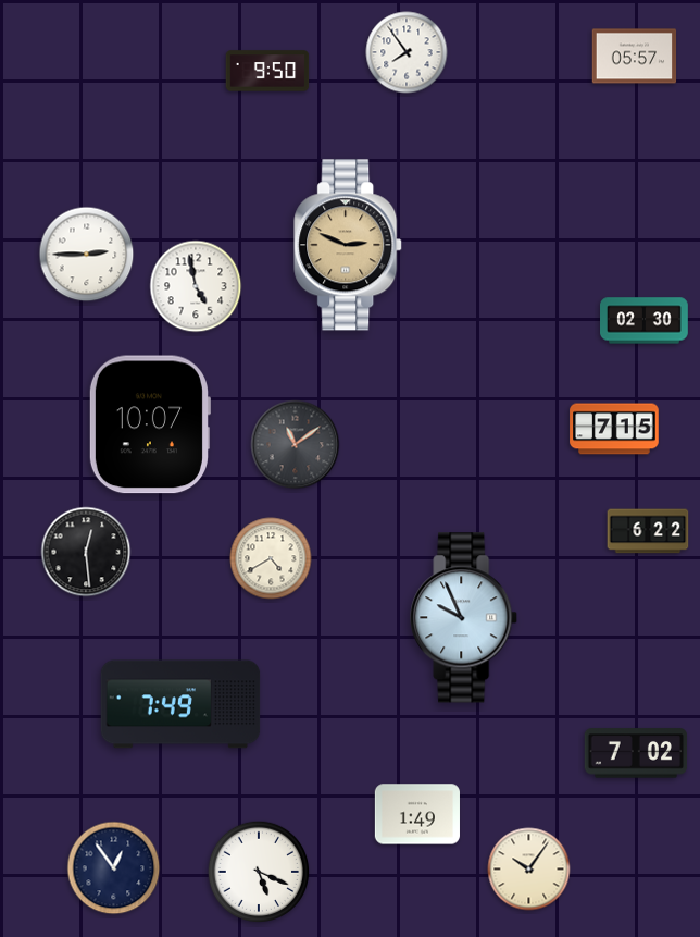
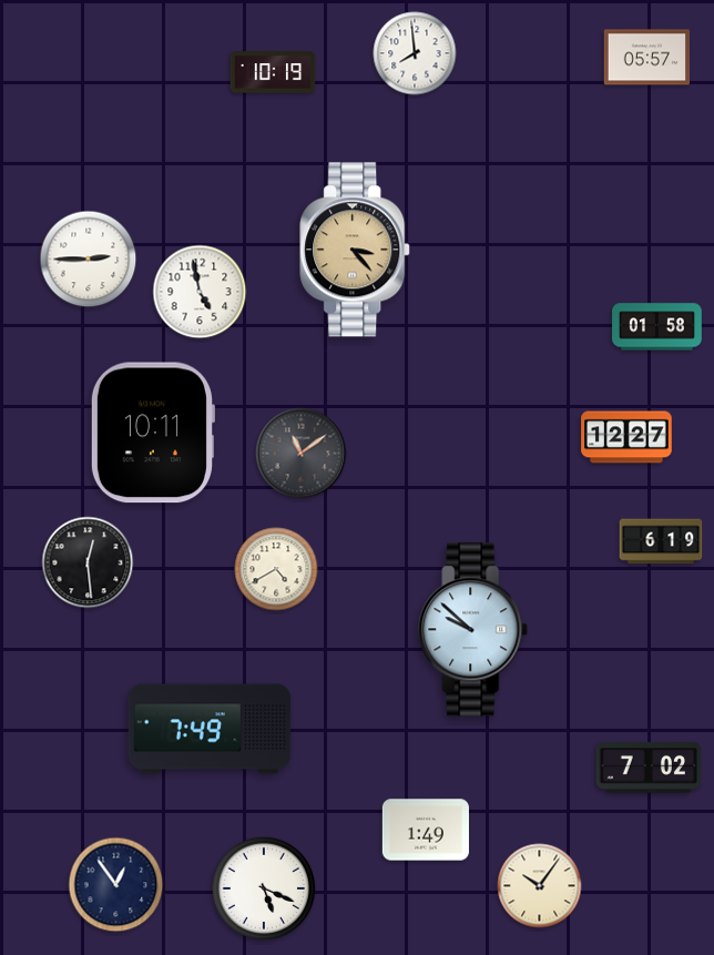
clock at (407, 52): 7:54 -> 7:59
clock at (267, 71): 9:50 -> 10:19
clock at (349, 245): 2:49 -> 3:23
clock at (645, 321): 02:30 -> 01:58
clock at (149, 424): 10:07 -> 10:11
clock at (614, 429): 7:15 -> 12:27
clock at (648, 531): 6:22 -> 6:19
clock at (464, 618): 9:56 -> 9:52
clock at (180, 704) position: (180, 704) -> (210, 729)
